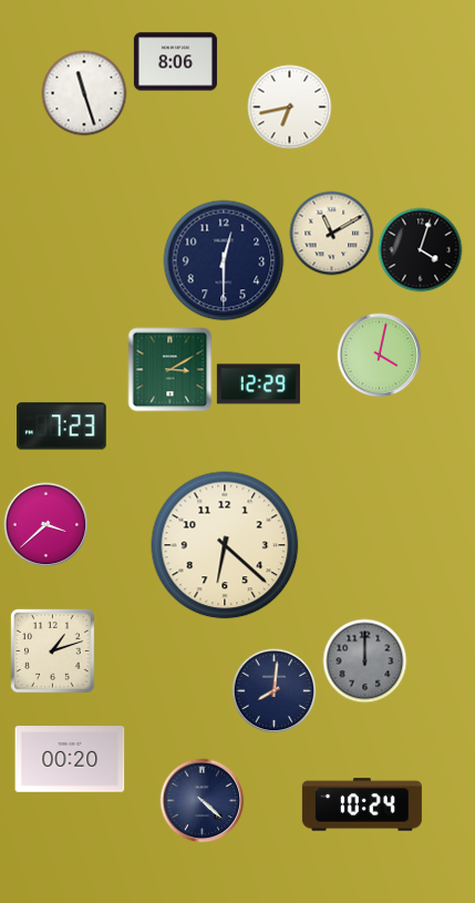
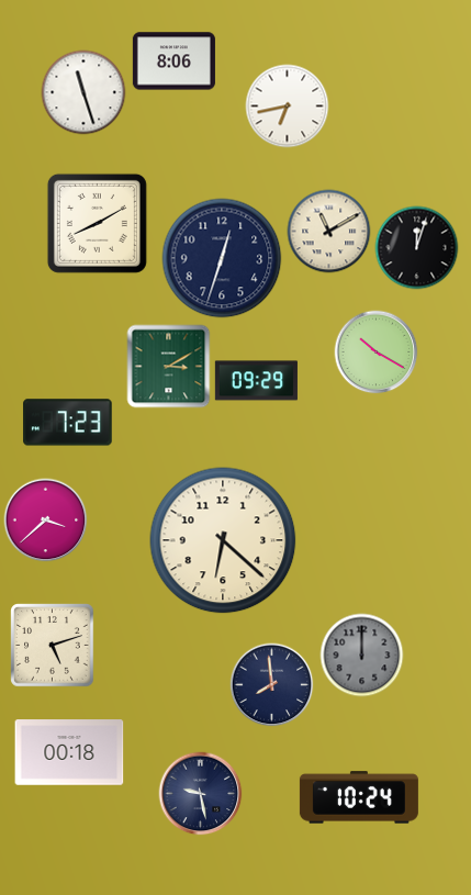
clock at (97, 223): none -> 8:10
clock at (421, 250): 4:03 -> 12:03
clock at (224, 260): 12:30 -> 12:33
clock at (380, 356): 4:02 -> 10:20
clock at (258, 384): 12:29 -> 09:29
clock at (62, 427) position: (62, 427) -> (68, 423)
clock at (53, 651): 1:12 -> 5:12
clock at (275, 691): 8:01 -> 7:59
clock at (70, 759): 00:20 -> 00:18
clock at (203, 801): 4:22 -> 9:28
